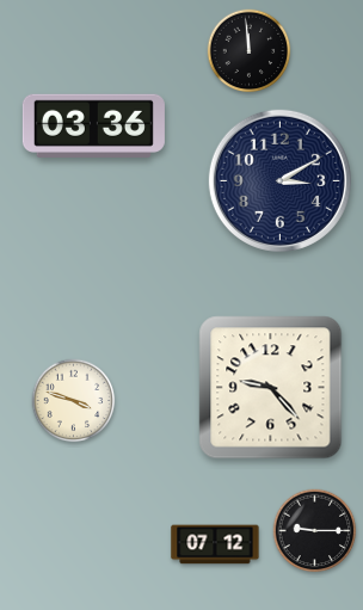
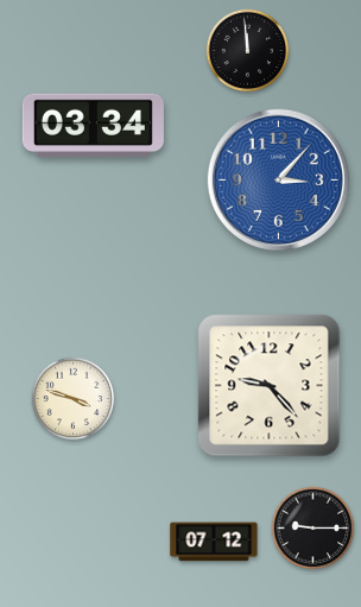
clock at (93, 125): 03:36 -> 03:34
clock at (279, 180): 3:10 -> 3:07
clock at (279, 180) dial: navy -> blue
